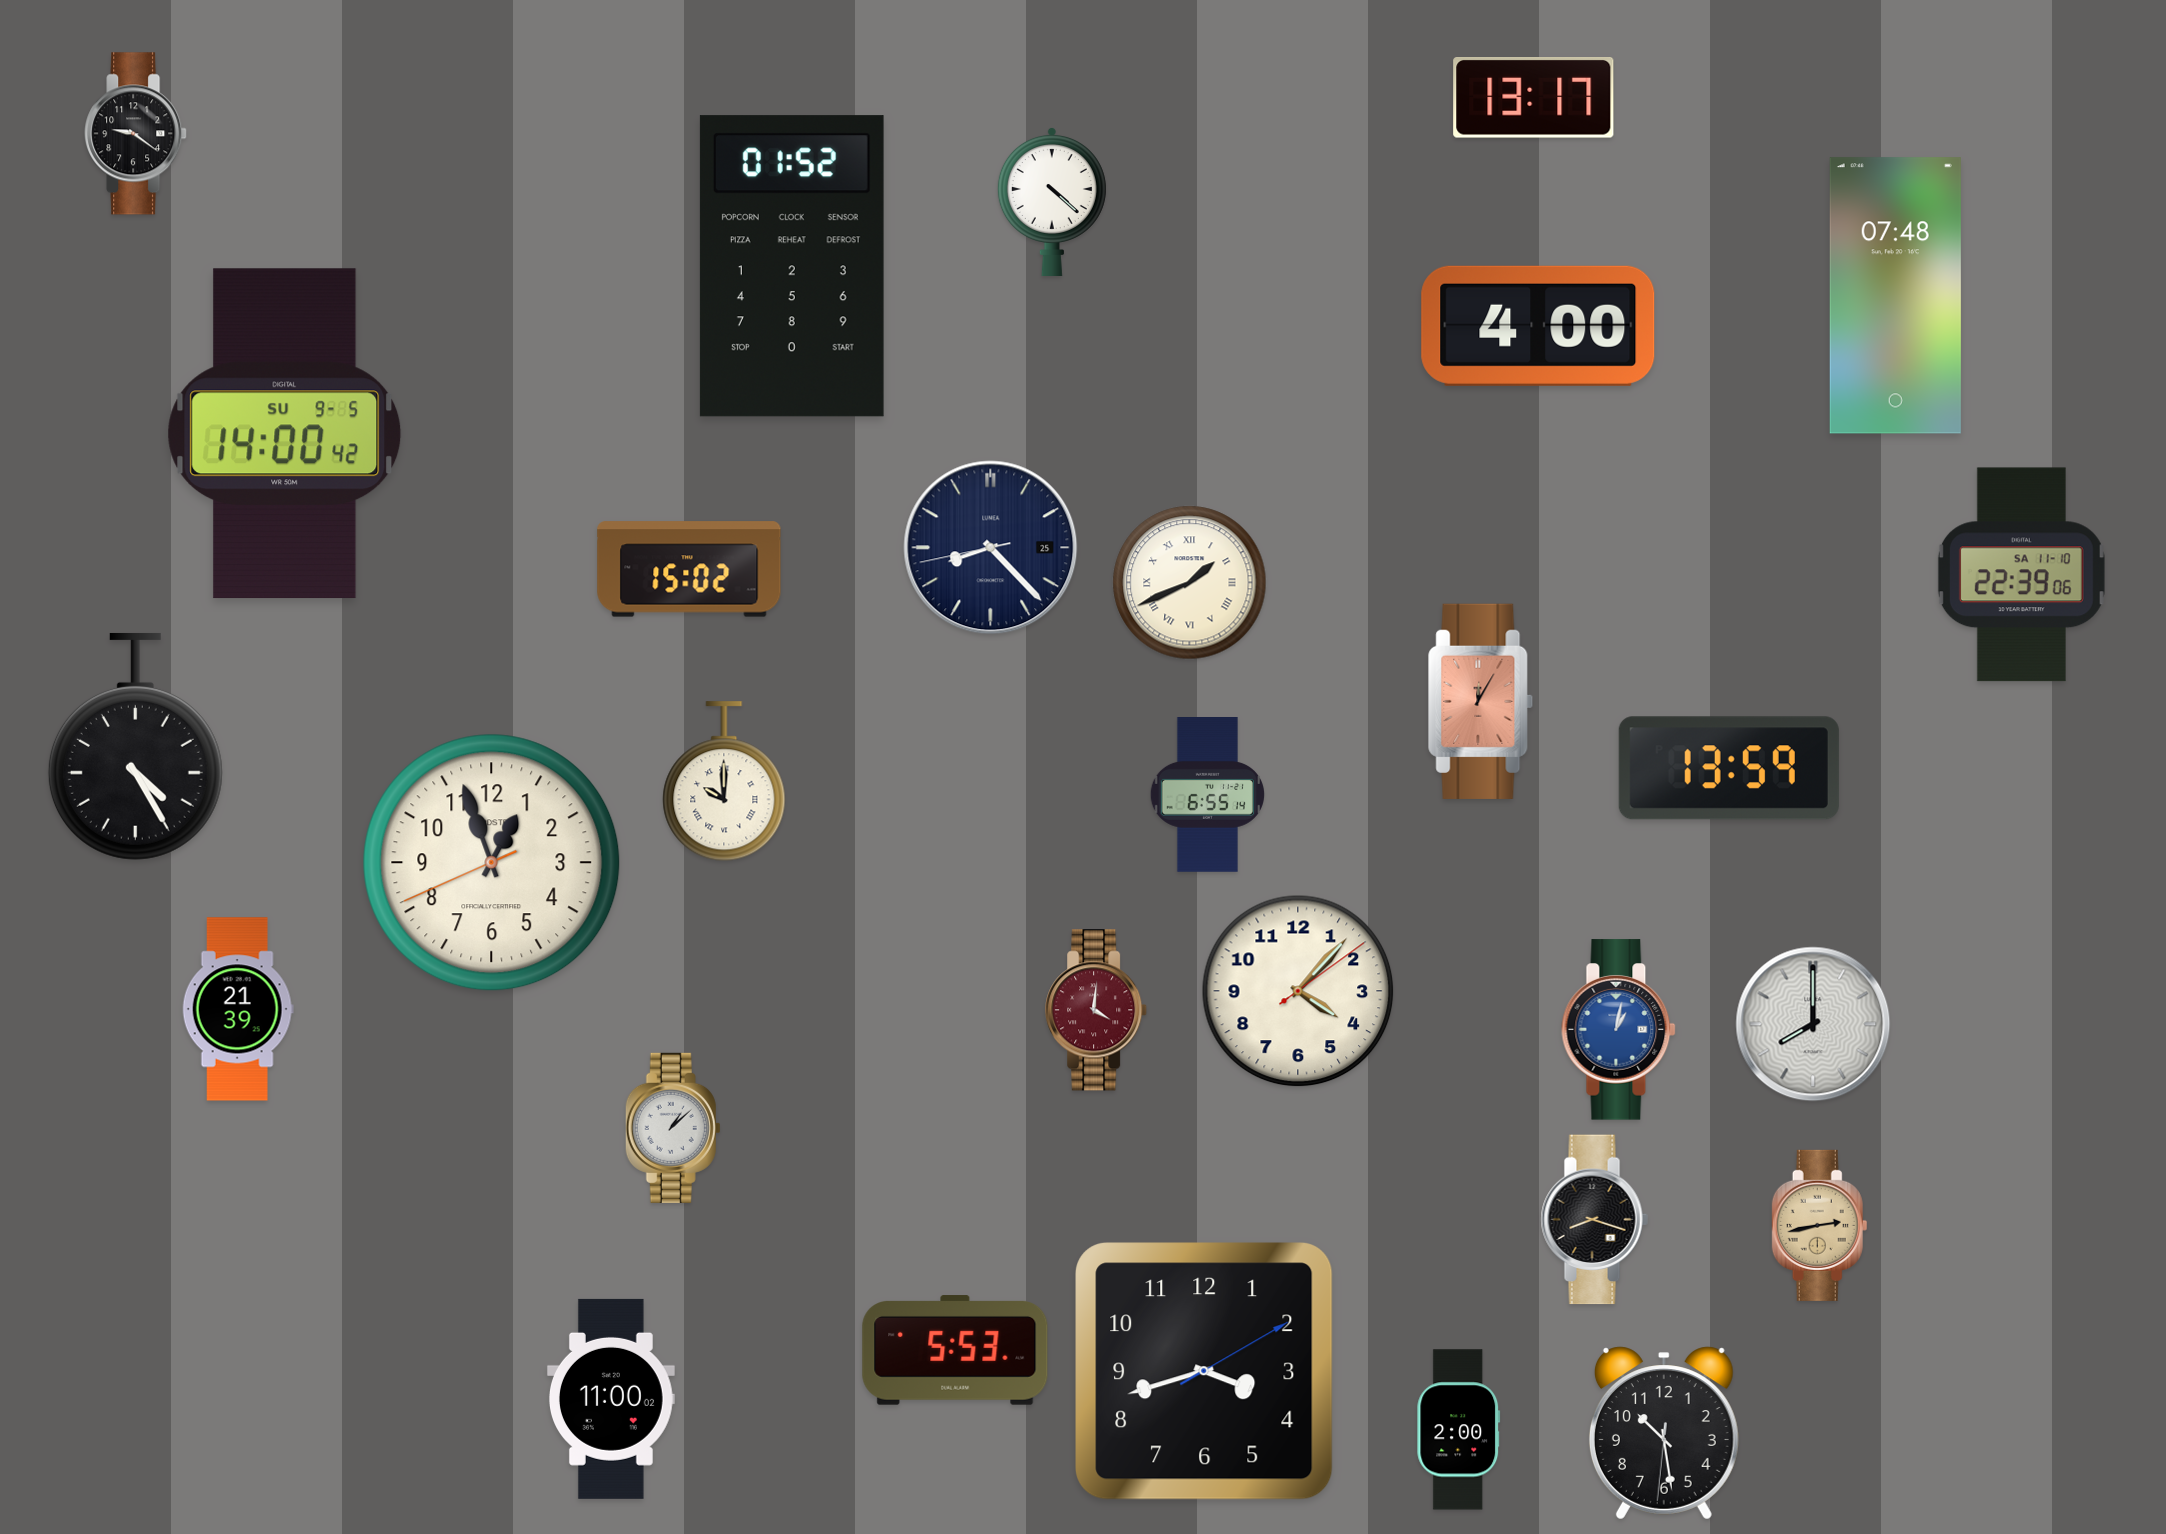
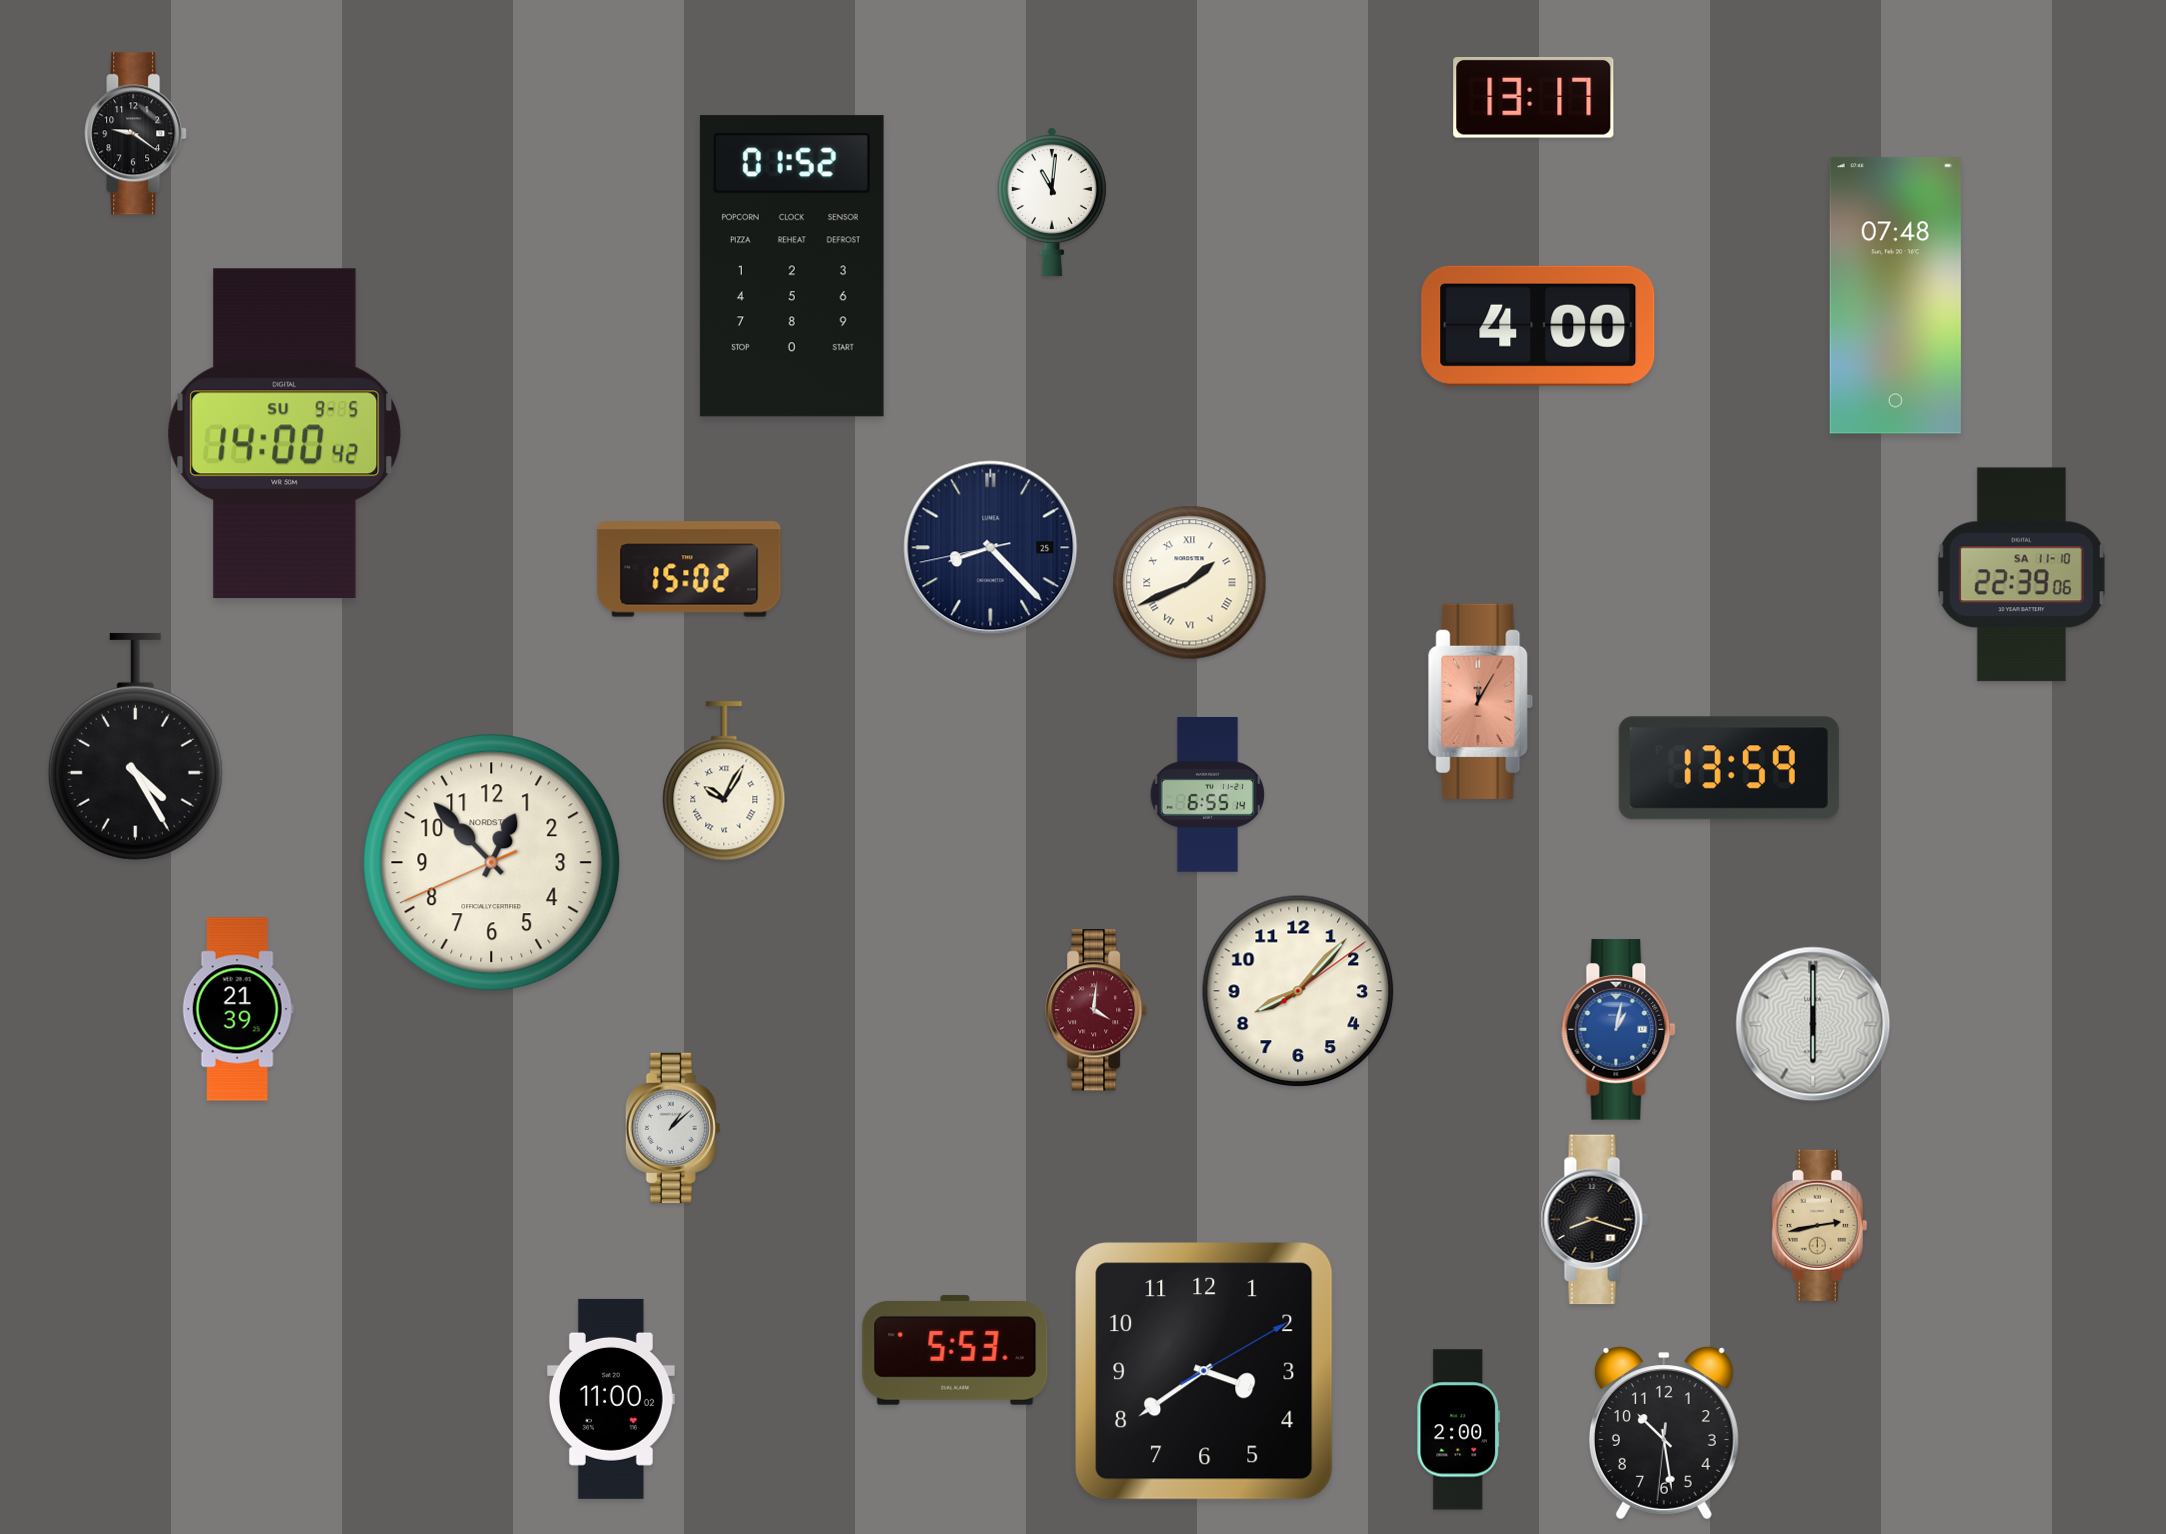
clock at (1052, 201): 4:22 -> 11:01
clock at (724, 782): 10:00 -> 10:05
clock at (492, 863): 12:56 -> 12:52
clock at (1298, 991): 4:07 -> 8:07
clock at (1813, 1024): 8:00 -> 6:00
clock at (1204, 1371): 3:42 -> 3:39
